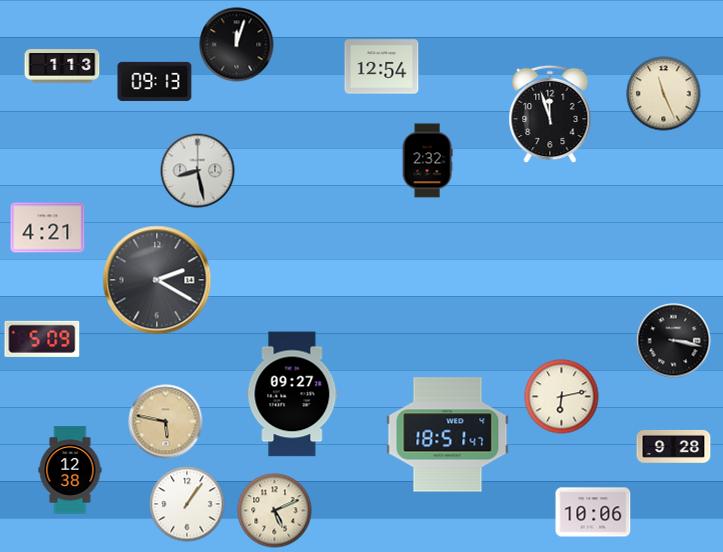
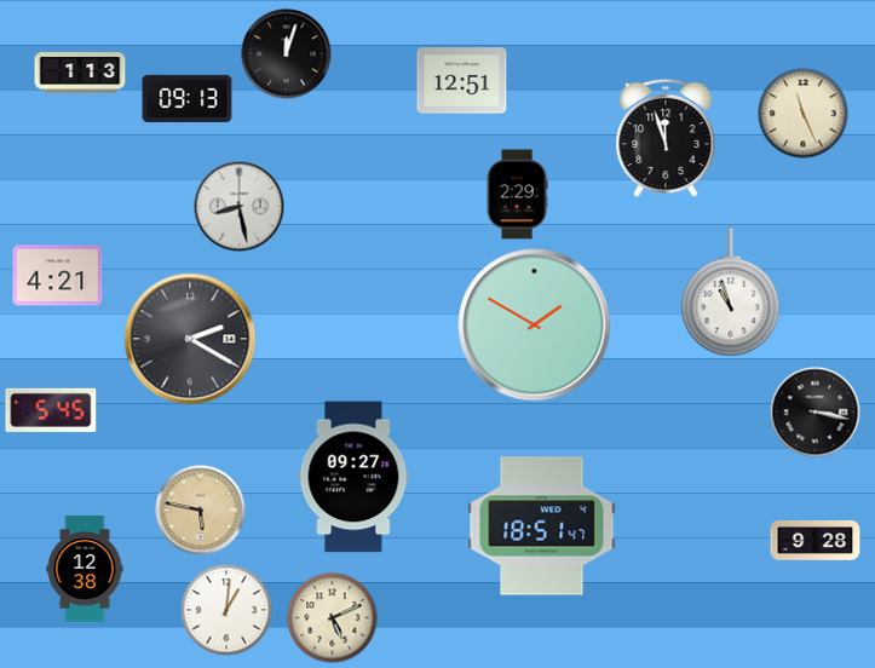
clock at (62, 66) position: (62, 66) -> (80, 73)
clock at (382, 67): 12:54 -> 12:51
clock at (427, 161): 2:32 -> 2:29
clock at (731, 293): none -> 10:57
clock at (535, 326): none -> 1:50
clock at (42, 339): 5:09 -> 5:45
clock at (562, 397): 6:13 -> none
clock at (187, 504): 1:06 -> 1:01
clock at (593, 512): 10:06 -> none
